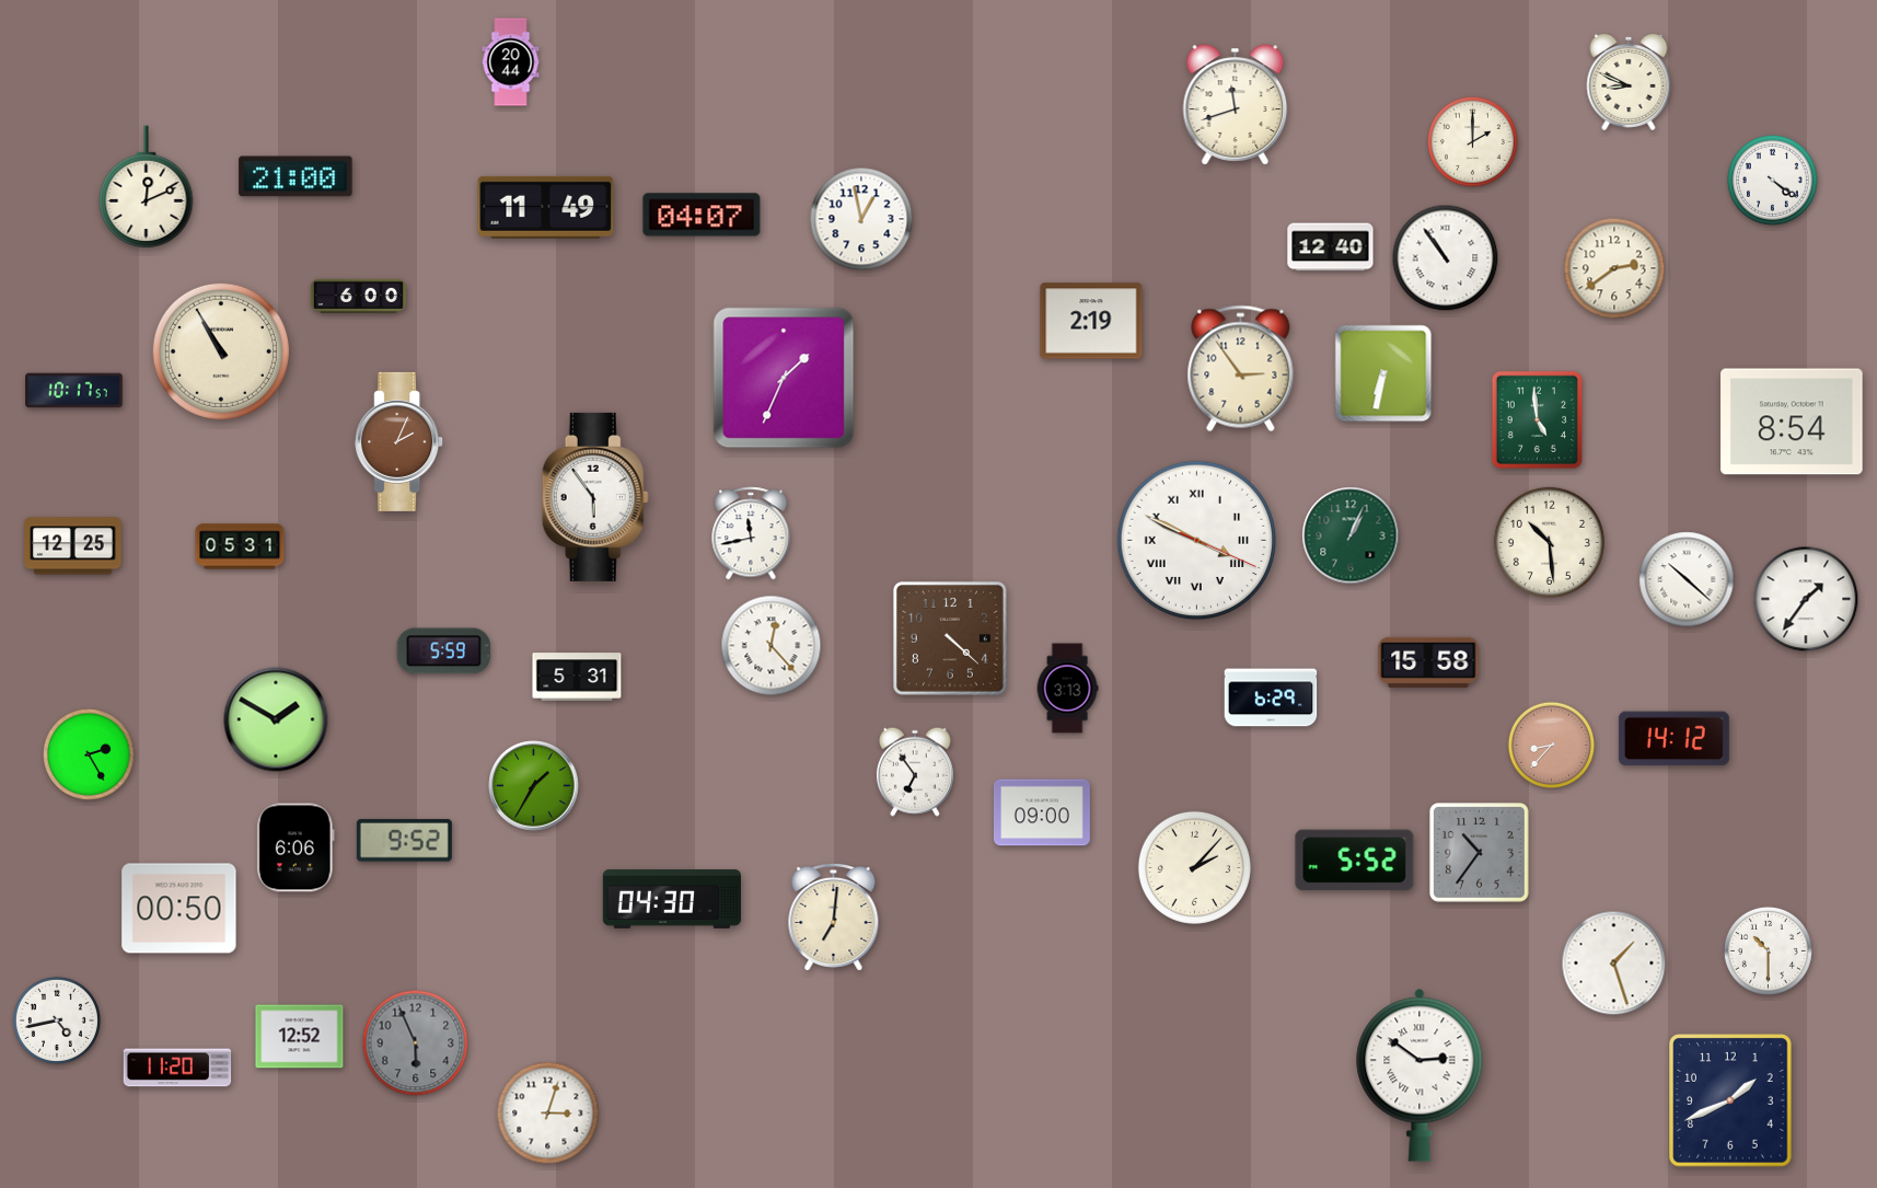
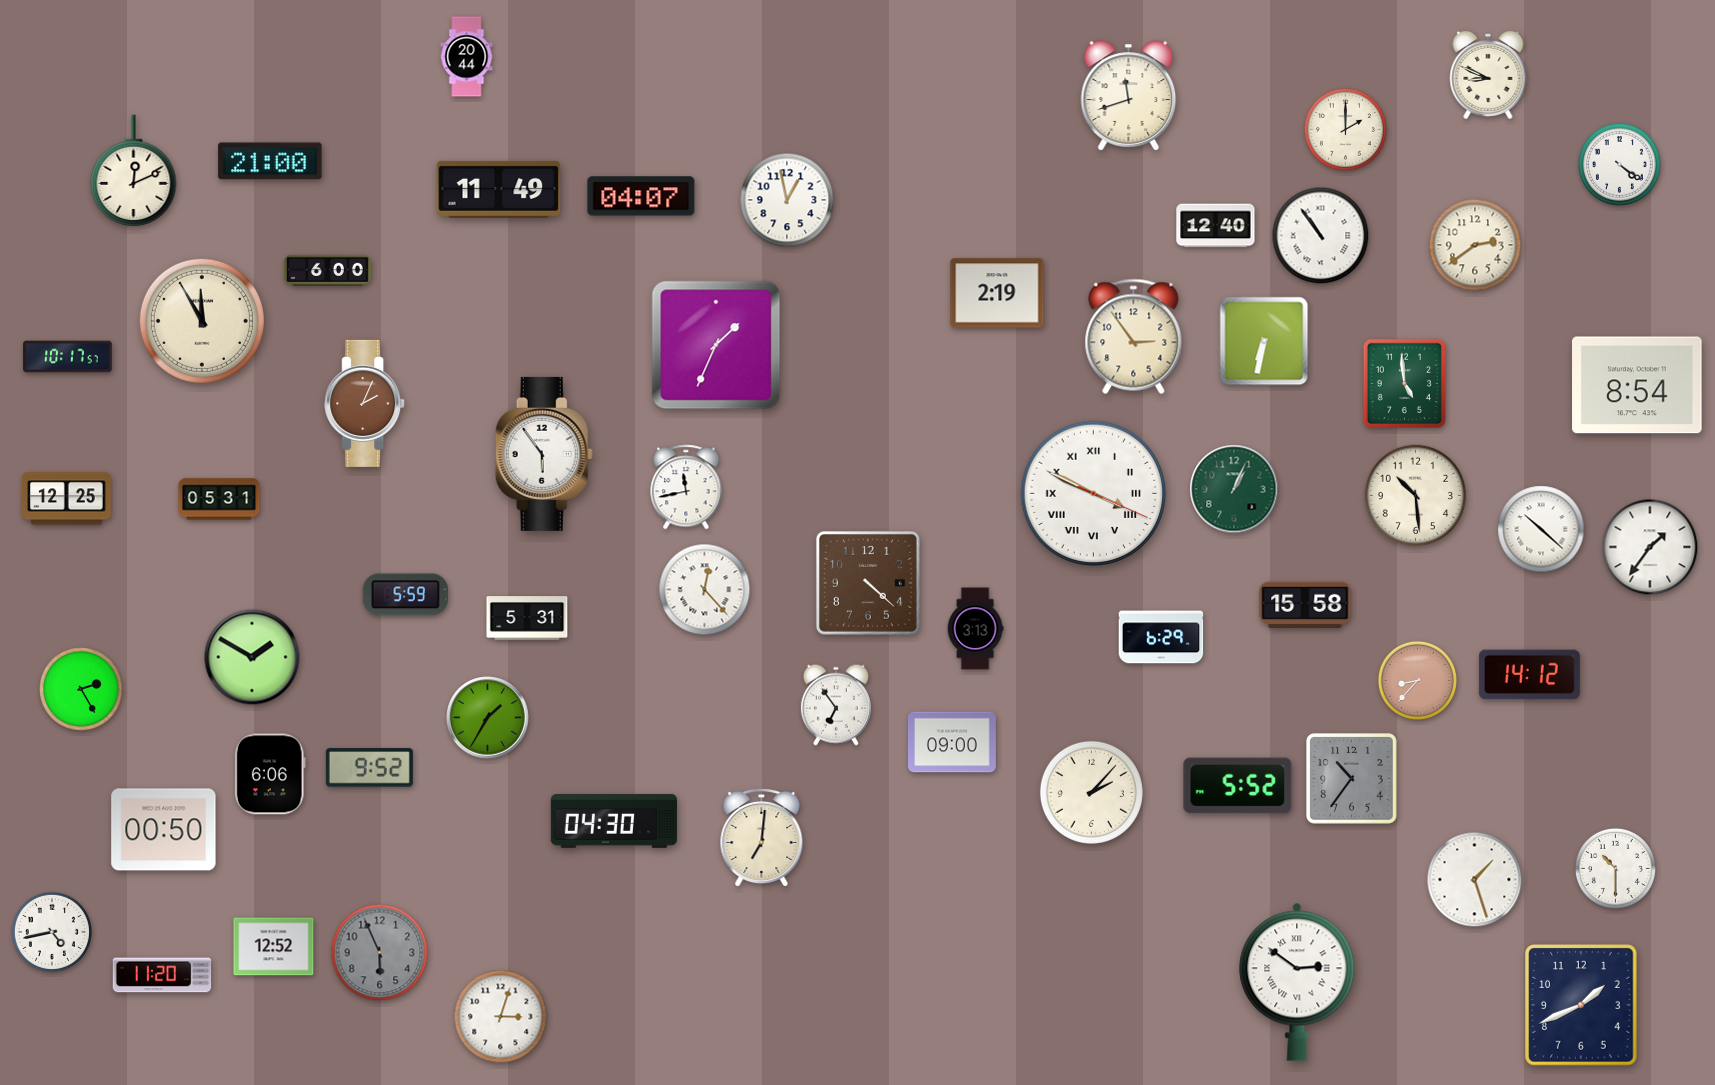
clock at (221, 351): 10:55 -> 11:55
